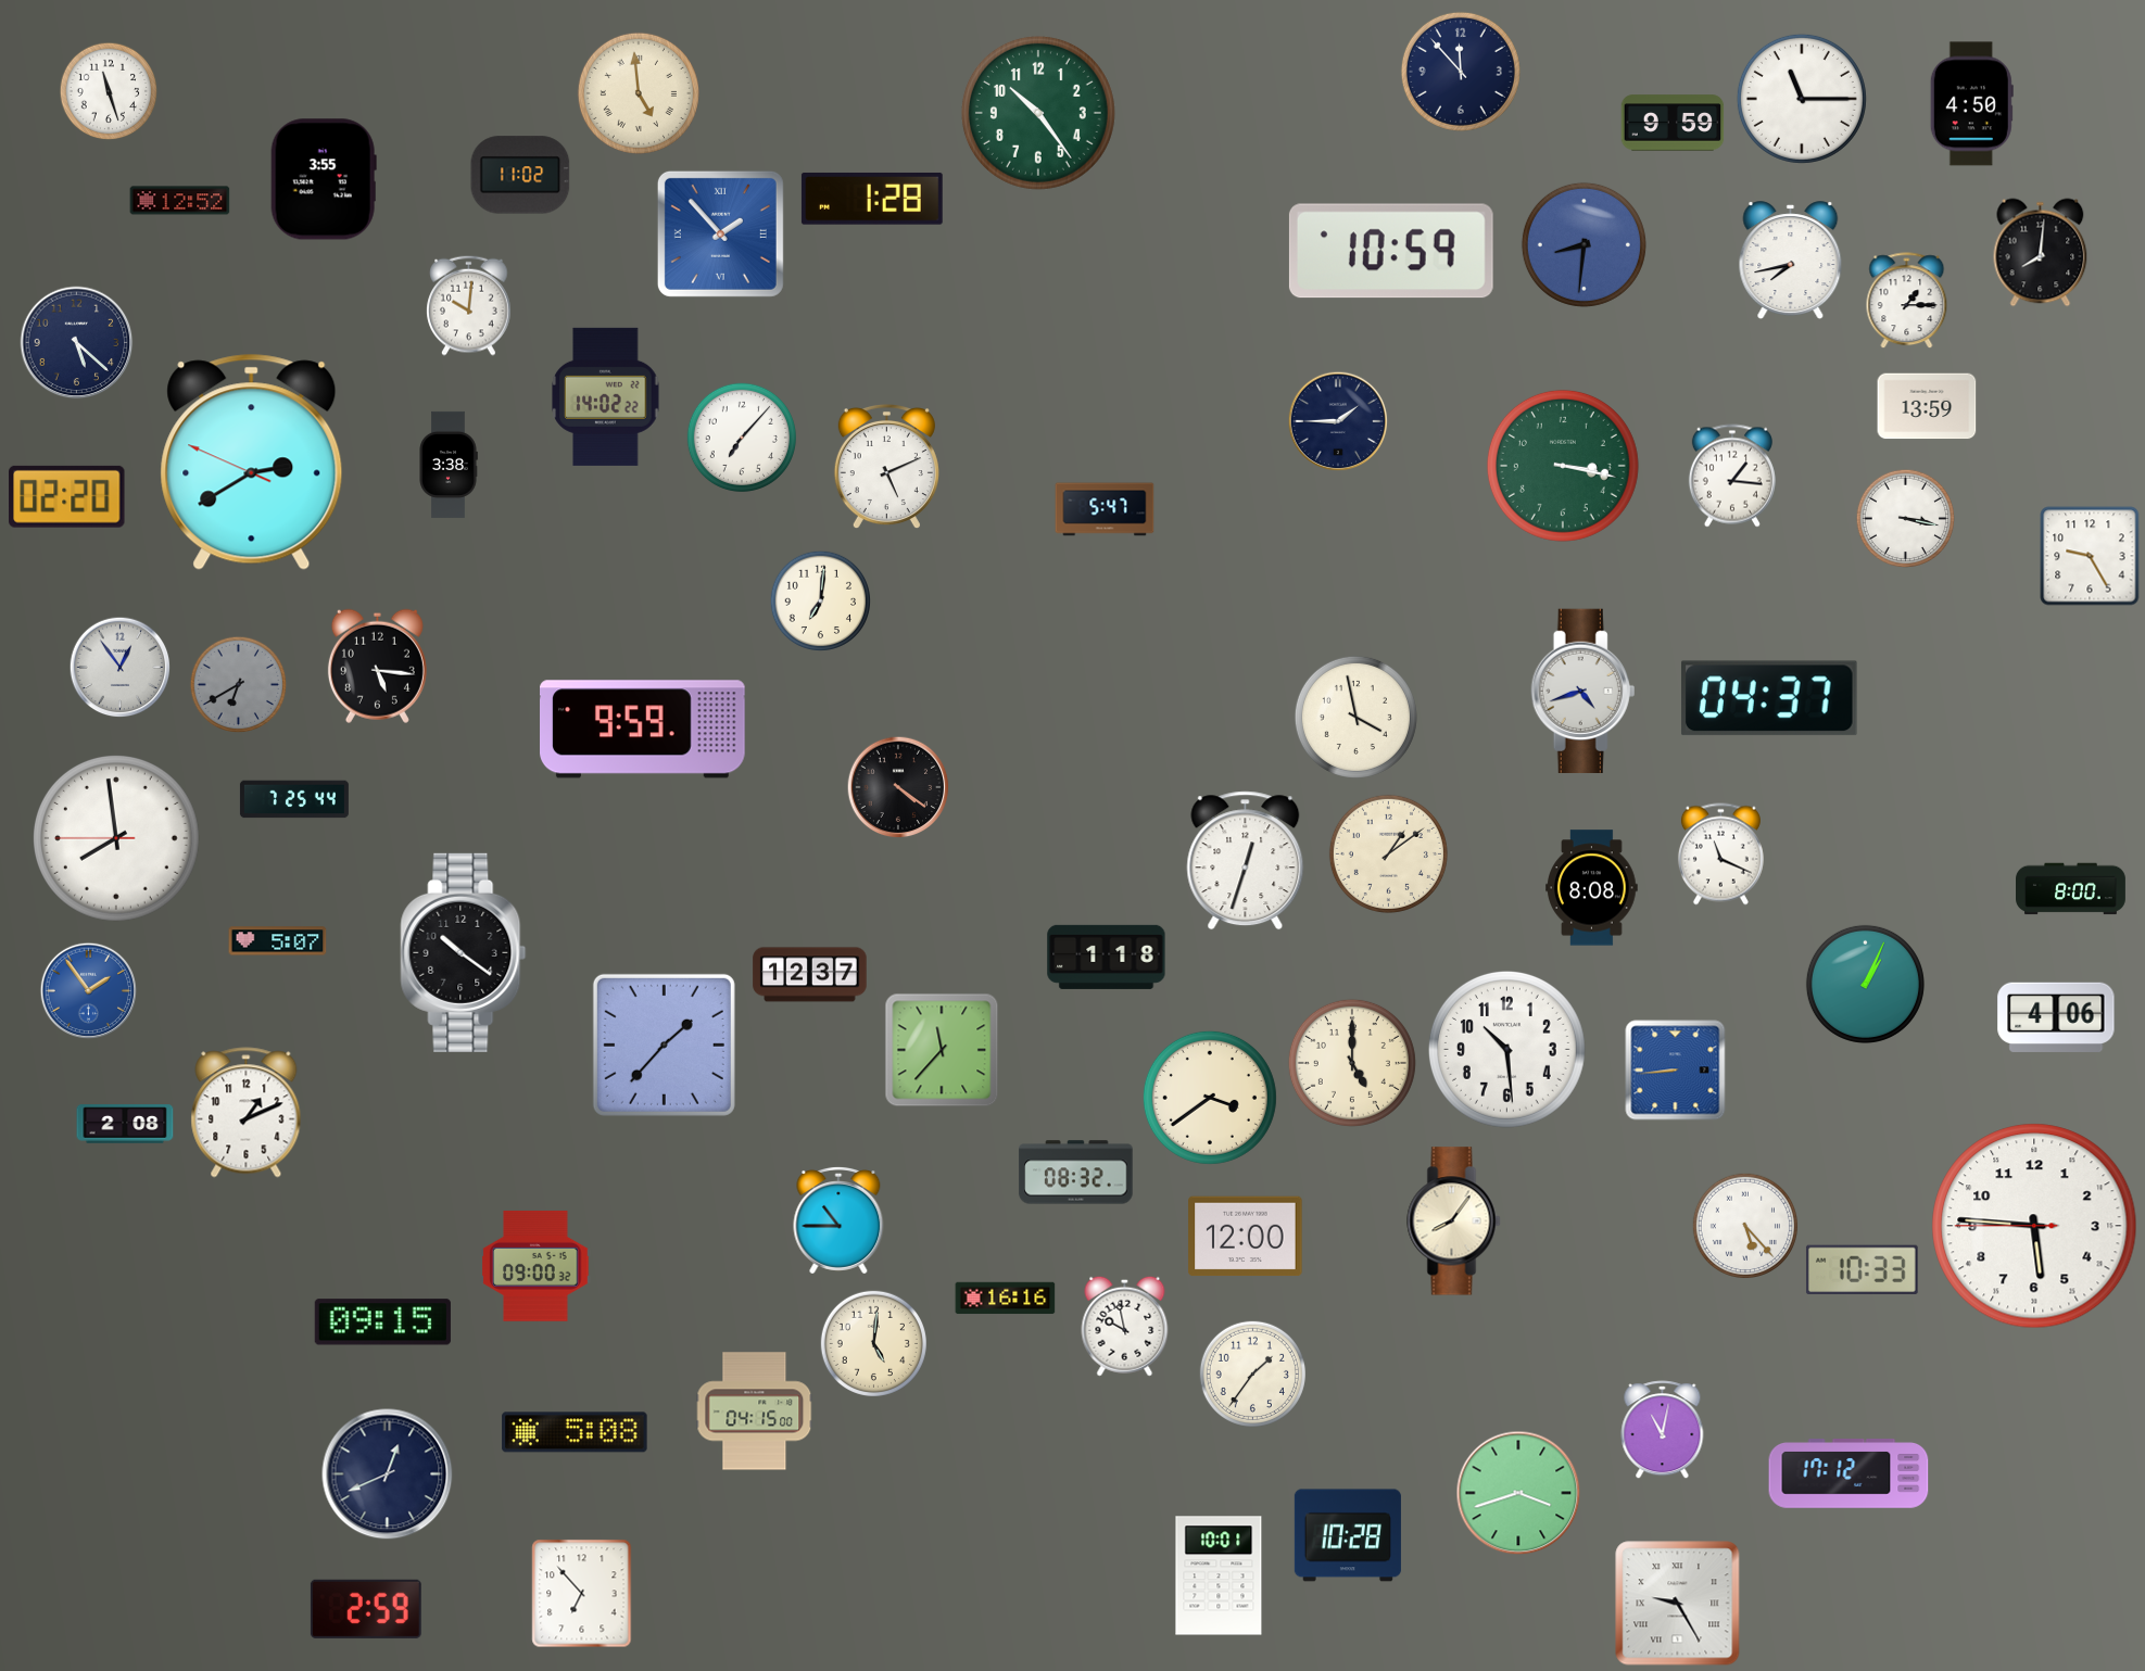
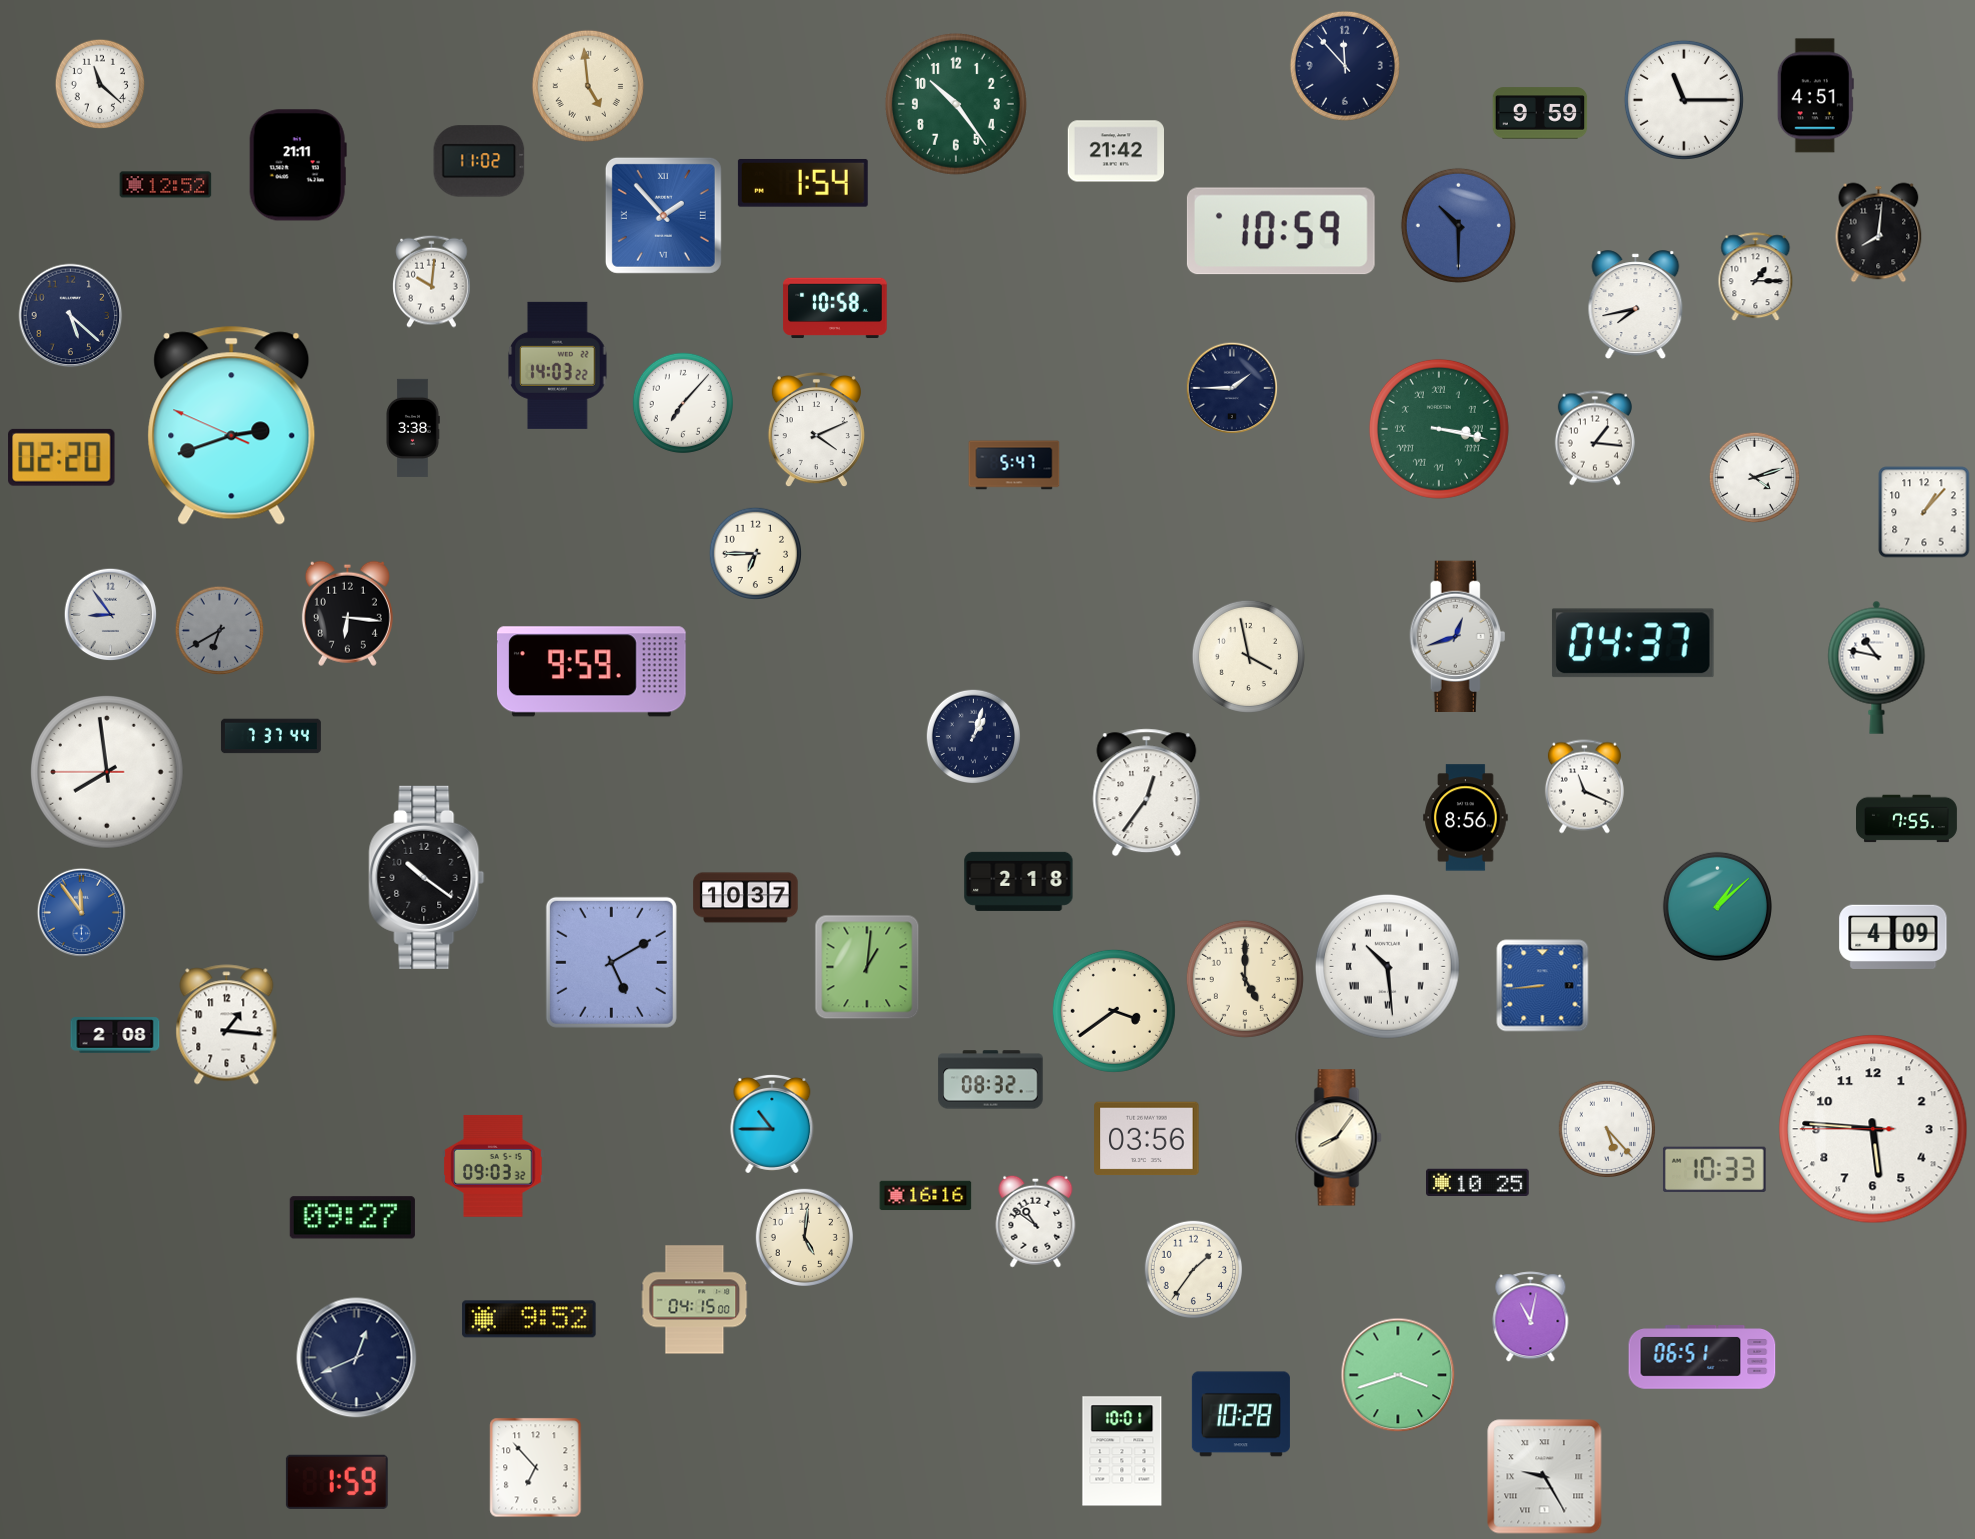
clock at (109, 91): 11:27 -> 11:22
clock at (1802, 99) position: (1802, 99) -> (1684, 100)
clock at (1971, 104): 4:50 -> 4:51
clock at (1115, 151): none -> 21:42
clock at (324, 179): 3:55 -> 21:11
clock at (872, 199): 1:28 -> 1:54
clock at (1583, 244): 8:31 -> 10:30
clock at (1791, 259) position: (1791, 259) -> (1636, 304)
clock at (835, 308): none -> 10:58
clock at (606, 396): 14:02 -> 14:03
clock at (1927, 406): 13:59 -> none
clock at (252, 461): 2:39 -> 2:41
clock at (1563, 466) numerals: Arabic -> Roman
clock at (886, 467): 5:11 -> 4:11
clock at (1105, 509) position: (1105, 509) -> (1014, 465)
clock at (1906, 519): 3:17 -> 4:12
clock at (2090, 556): 9:25 -> 1:07
clock at (821, 602): 7:01 -> 6:45
clock at (377, 666): 5:16 -> 6:16
clock at (121, 668): 12:54 -> 8:54
clock at (1583, 691): 4:42 -> 12:42
clock at (1769, 698) position: (1769, 698) -> (1633, 643)
clock at (1355, 717) position: (1355, 717) -> (1248, 656)
clock at (1877, 667): none -> 10:47
clock at (898, 787): 4:21 -> none
clock at (294, 799): 7:25 -> 7:37
clock at (973, 736): none -> 1:03
clock at (1388, 853): 1:09 -> none
clock at (1246, 861): 12:33 -> 12:36
clock at (1592, 888): 8:08 -> 8:56
clock at (2071, 889): 8:00 -> 7:55
clock at (278, 941): 5:07 -> none
clock at (1107, 957): 1:18 -> 2:18
clock at (810, 975): 12:37 -> 10:37
clock at (1865, 984): 1:04 -> 1:08
clock at (89, 991): 1:54 -> 11:54
clock at (2056, 1016): 4:06 -> 4:09
clock at (664, 1045): 1:37 -> 5:10
clock at (1506, 1049) numerals: Arabic -> Roman
clock at (942, 1050): 11:37 -> 1:01
clock at (247, 1113): 1:11 -> 1:16
clock at (1454, 1221) position: (1454, 1221) -> (1339, 1138)
clock at (1246, 1237): 12:00 -> 03:56
clock at (535, 1266): 09:00 -> 09:03
clock at (1478, 1182): none -> 10:25
clock at (382, 1322): 09:15 -> 09:27
clock at (1125, 1326): 9:58 -> 10:51
clock at (1252, 1373) position: (1252, 1373) -> (1193, 1269)
clock at (575, 1432): 5:08 -> 9:52
clock at (1849, 1473): 17:12 -> 06:51
clock at (366, 1609): 2:59 -> 1:59
